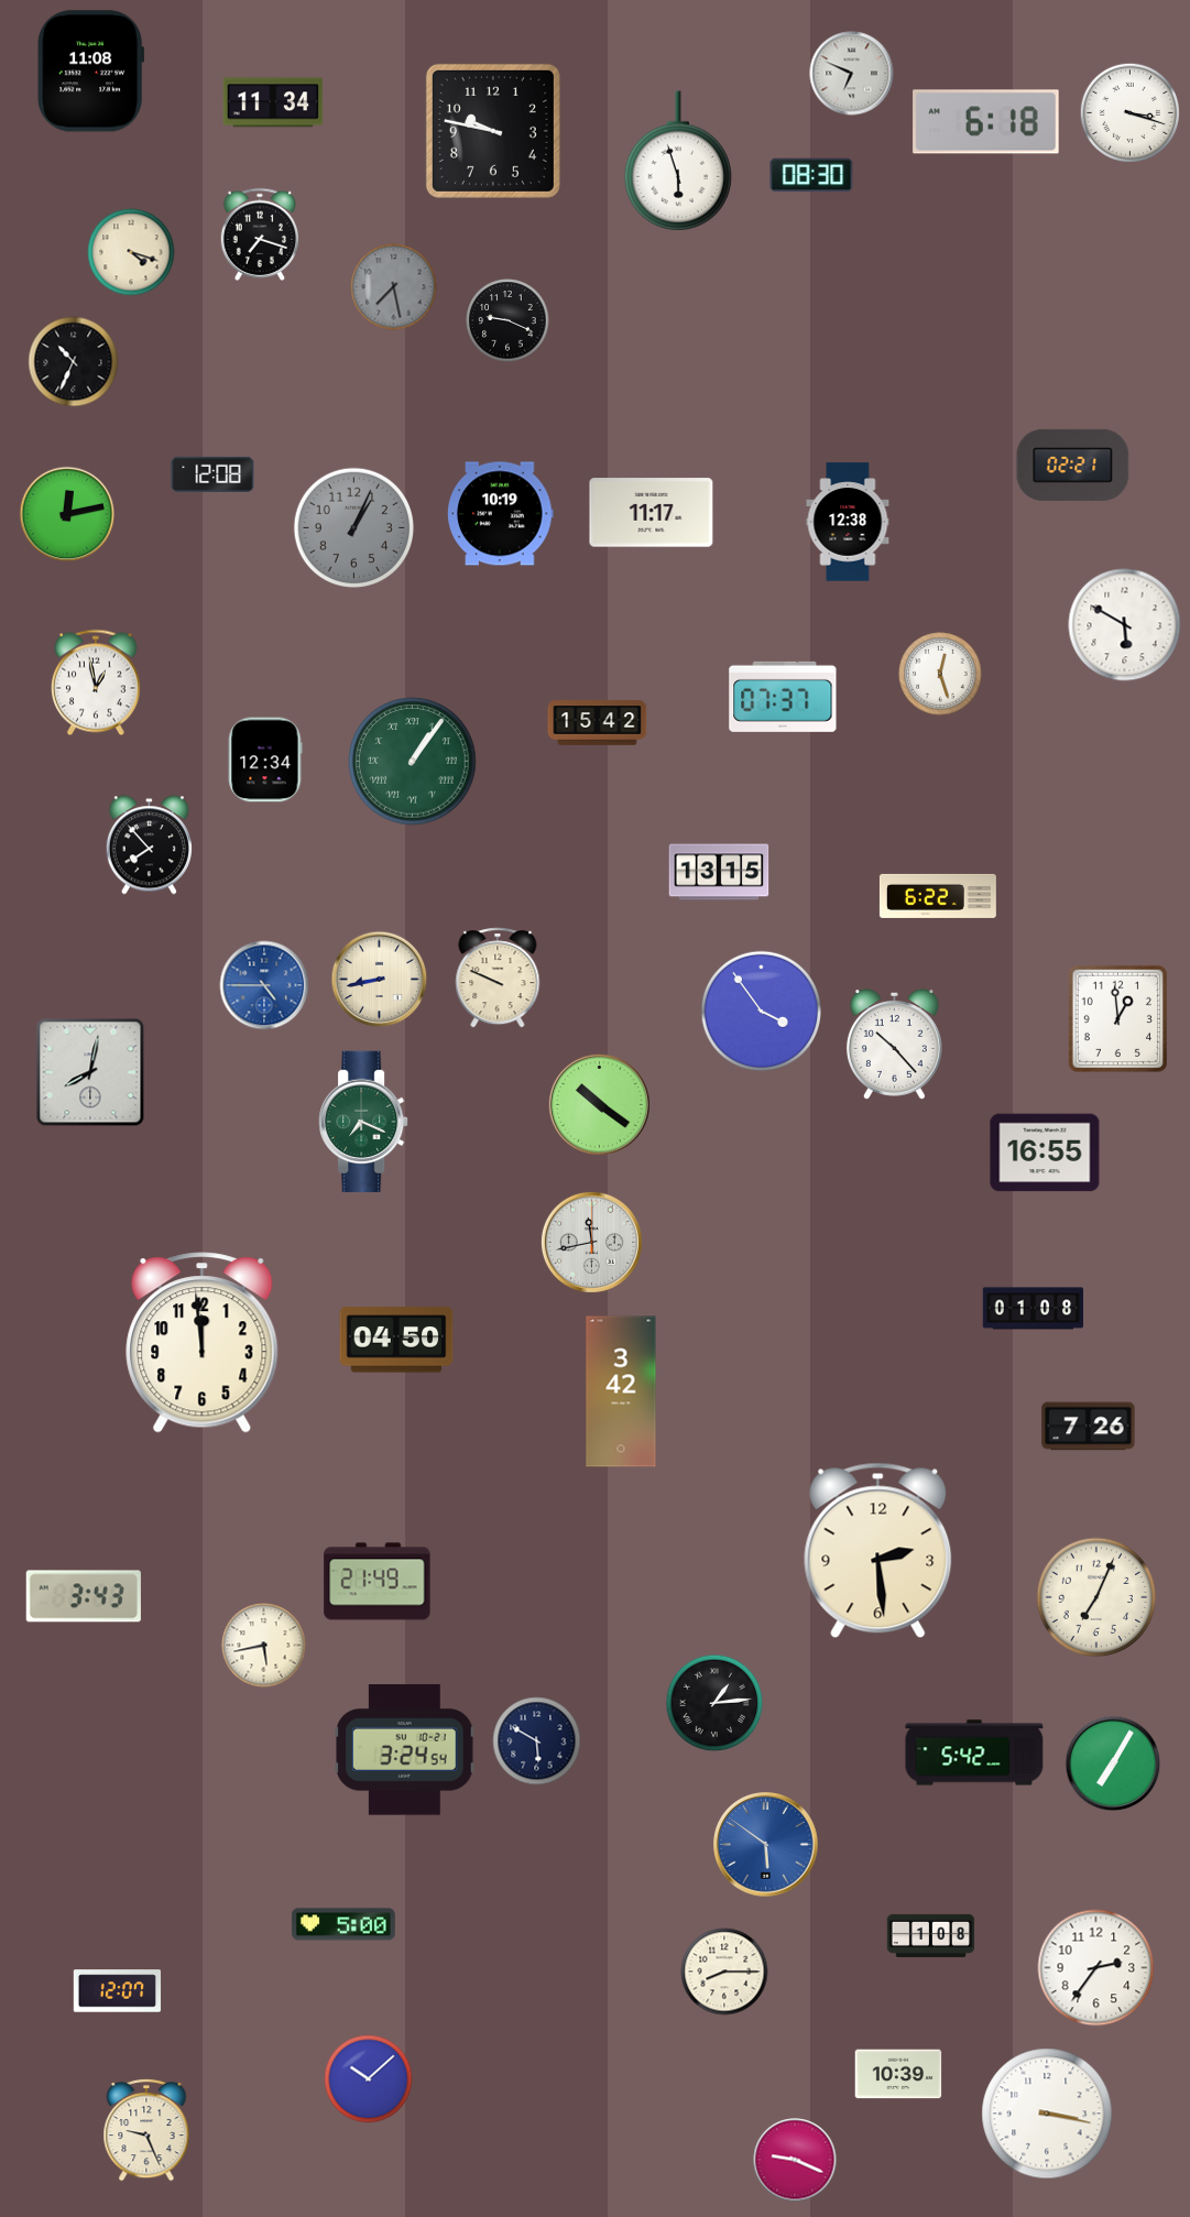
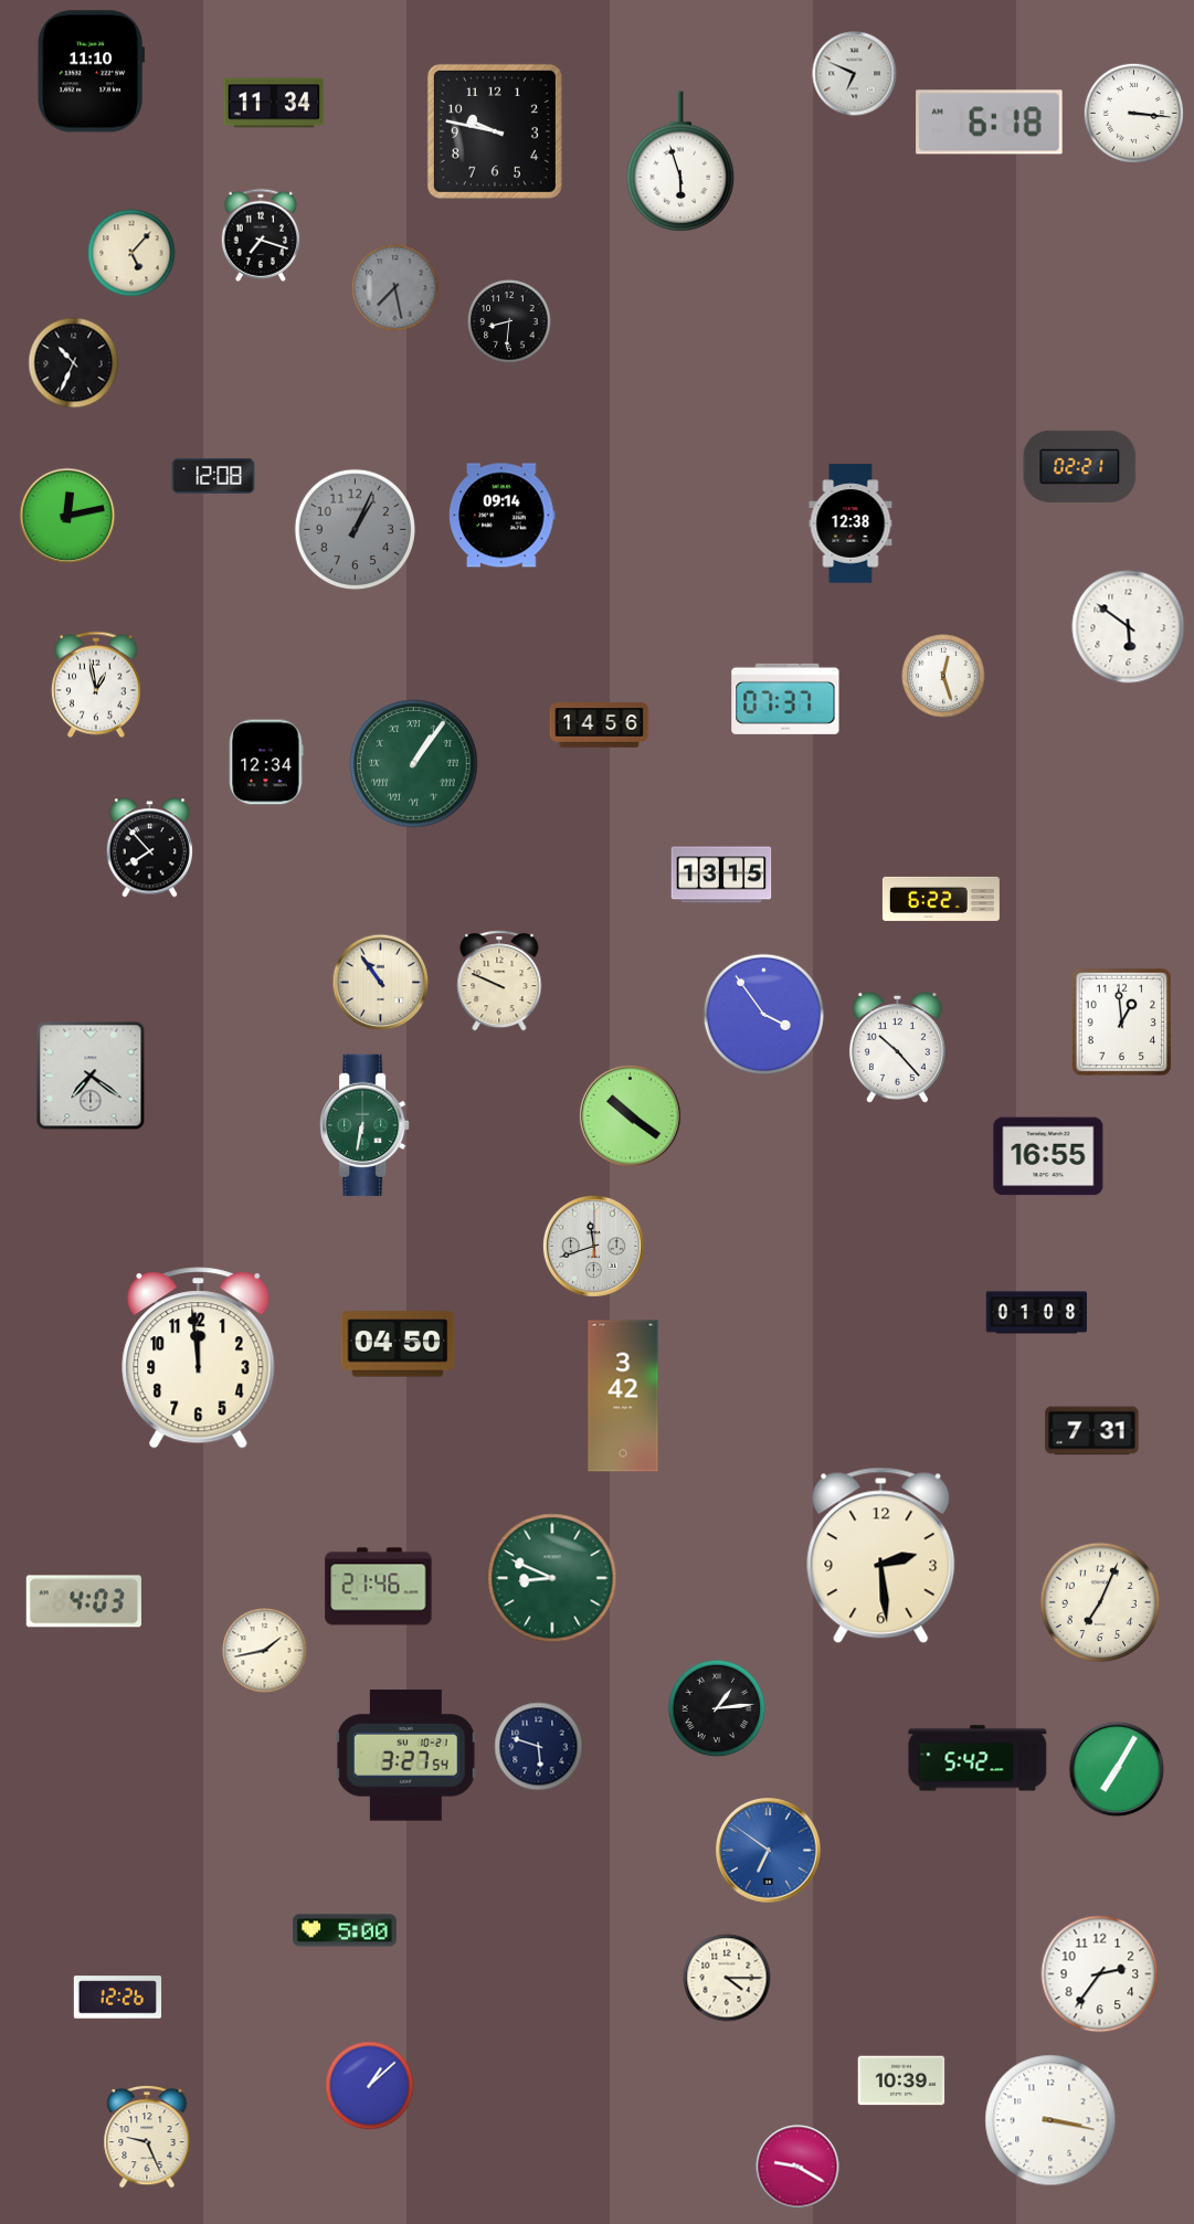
clock at (91, 72): 11:08 -> 11:10
clock at (1129, 112): 3:18 -> 3:16
clock at (811, 175): 08:30 -> none
clock at (131, 252): 4:18 -> 5:07
clock at (507, 320): 9:19 -> 8:31
clock at (1073, 465) position: (1073, 465) -> (1080, 466)
clock at (652, 513): 11:17 -> none
clock at (501, 514): 10:19 -> 09:14
clock at (1125, 625): 5:50 -> 5:51
clock at (598, 723): 15:42 -> 14:56
clock at (380, 980): 8:43 -> 10:54
clock at (264, 985): 4:45 -> none
clock at (90, 1072): 8:02 -> 7:21
clock at (599, 1104) position: (599, 1104) -> (630, 1115)
clock at (363, 1122): 7:19 -> 6:32
clock at (591, 1242): 11:43 -> 11:42
clock at (203, 1343) position: (203, 1343) -> (199, 1358)
clock at (1089, 1427): 7:26 -> 7:31
clock at (552, 1578): none -> 8:49
clock at (378, 1582): 21:49 -> 21:46
clock at (84, 1596): 3:43 -> 4:03
clock at (264, 1646): 5:43 -> 1:43
clock at (537, 1741): 5:50 -> 5:48
clock at (405, 1750): 3:24 -> 3:27
clock at (766, 1845): 5:51 -> 6:51
clock at (931, 1935): 1:08 -> none
clock at (724, 1972): 8:15 -> 4:15
clock at (118, 1991): 12:07 -> 12:26
clock at (369, 2079): 10:08 -> 1:08
clock at (795, 2160): 9:19 -> 9:20
